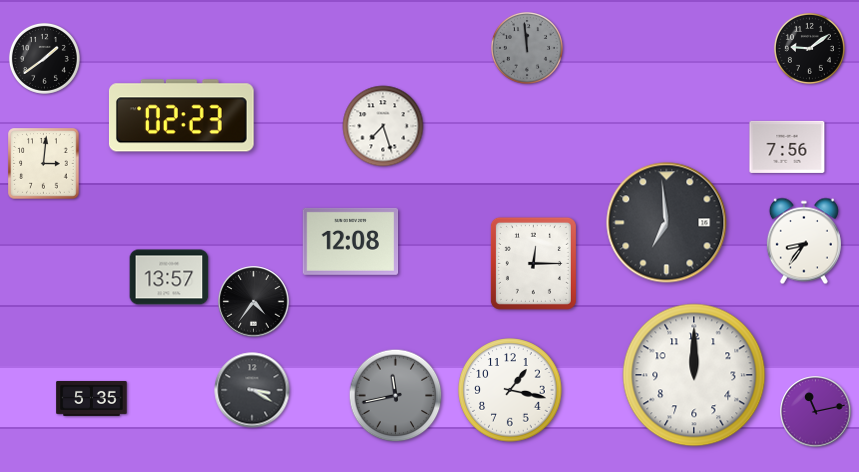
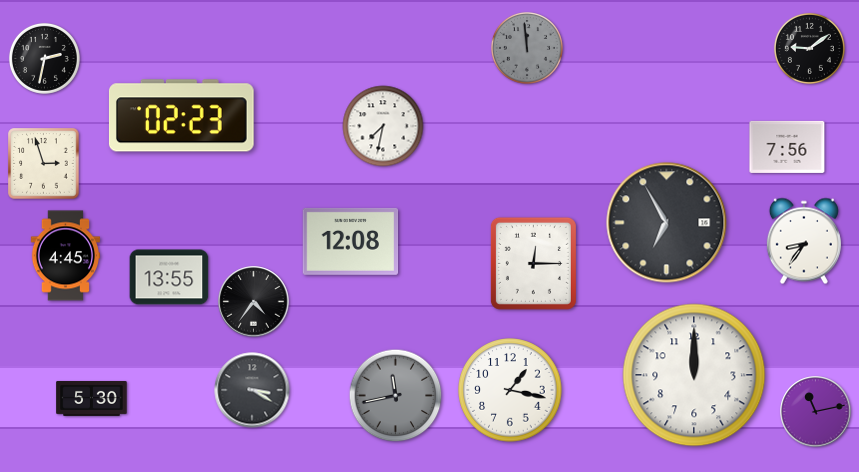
clock at (44, 58): 1:39 -> 2:32
clock at (383, 126): 7:27 -> 7:32
clock at (44, 164): 3:01 -> 2:57
clock at (667, 223): 6:59 -> 6:55
clock at (65, 256): none -> 4:45
clock at (169, 277): 13:57 -> 13:55
clock at (92, 398): 5:35 -> 5:30
